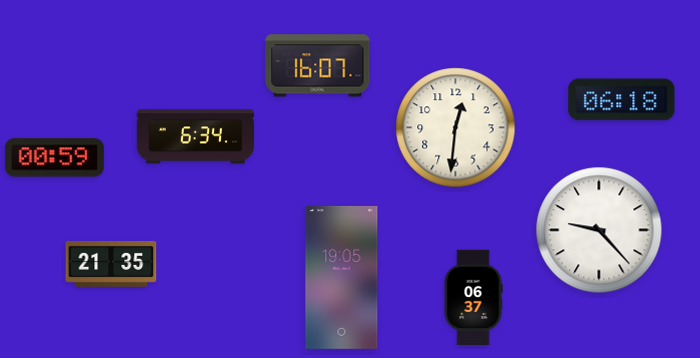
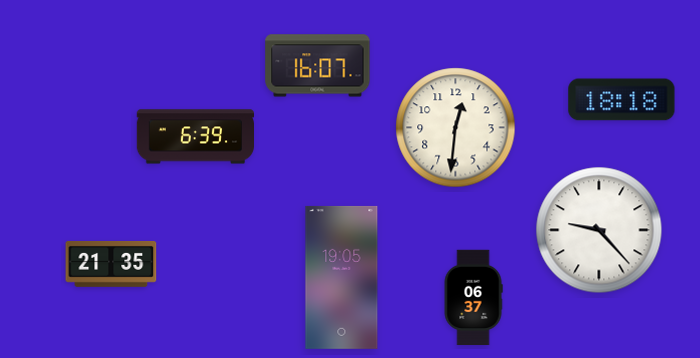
clock at (622, 100): 06:18 -> 18:18
clock at (195, 137): 6:34 -> 6:39
clock at (54, 158): 00:59 -> none
